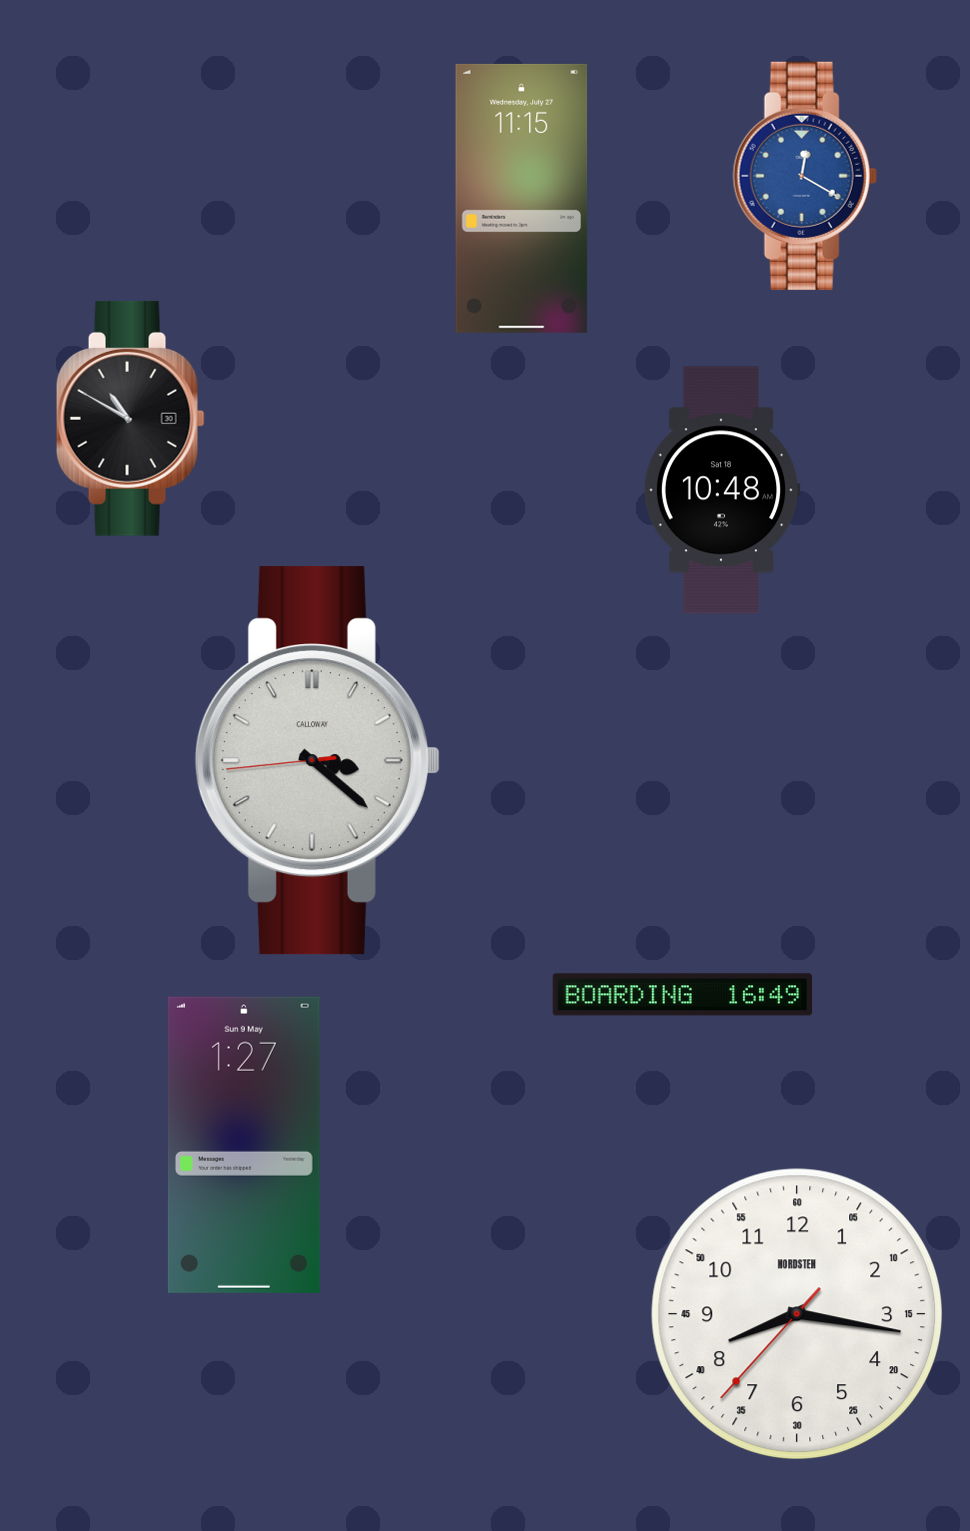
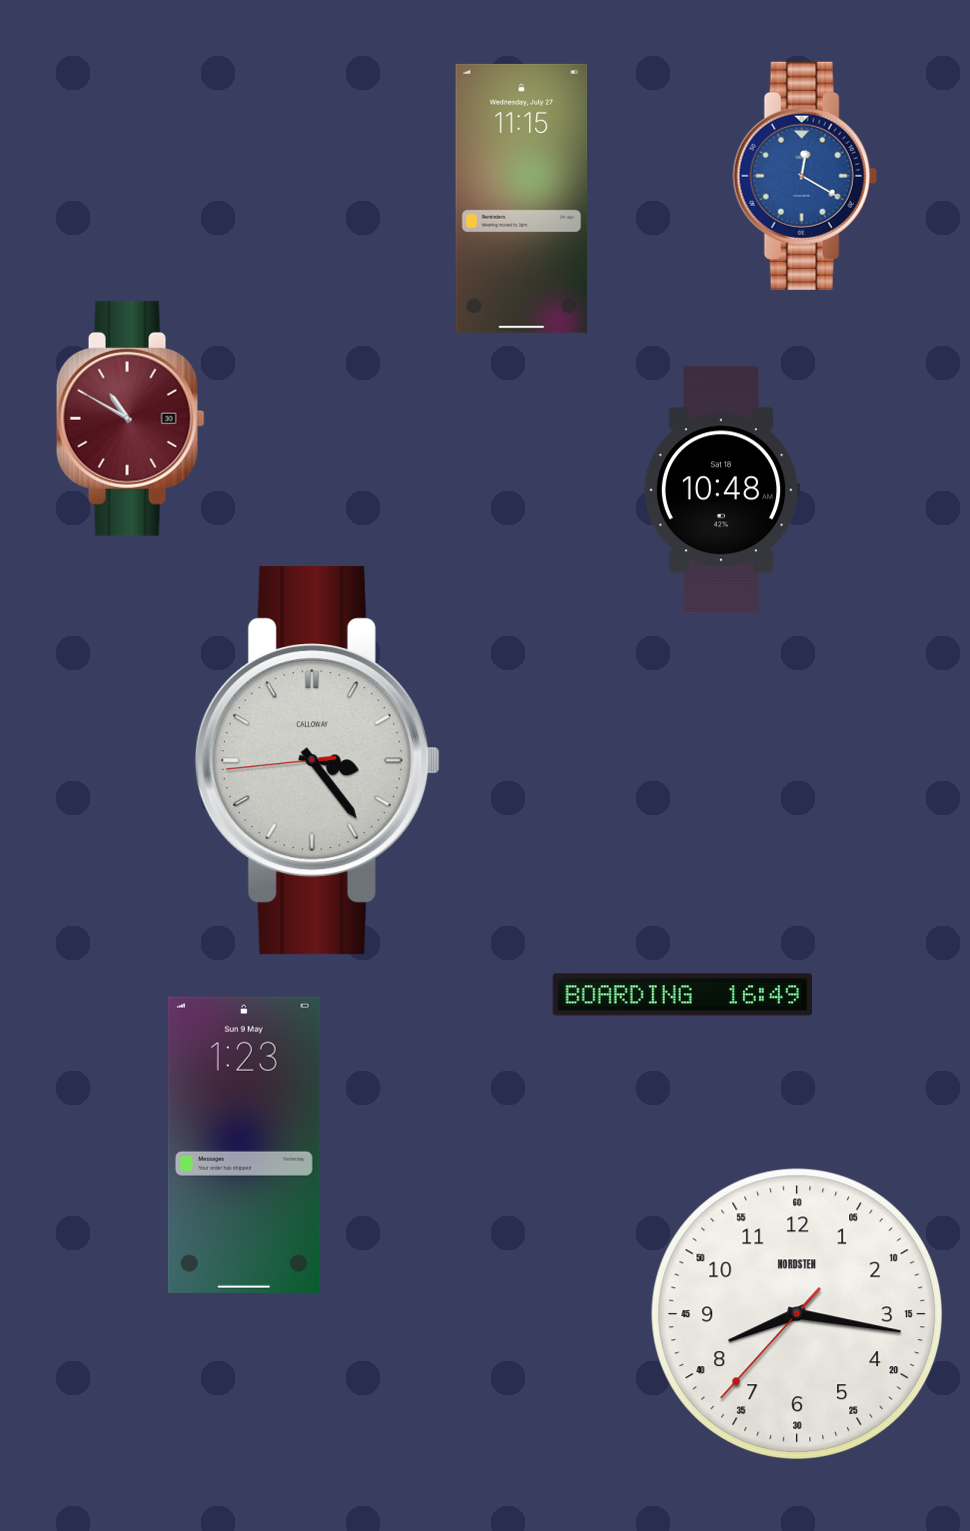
clock at (130, 418) dial: black -> burgundy
clock at (317, 761): 3:21 -> 3:23
clock at (244, 1145): 1:27 -> 1:23
